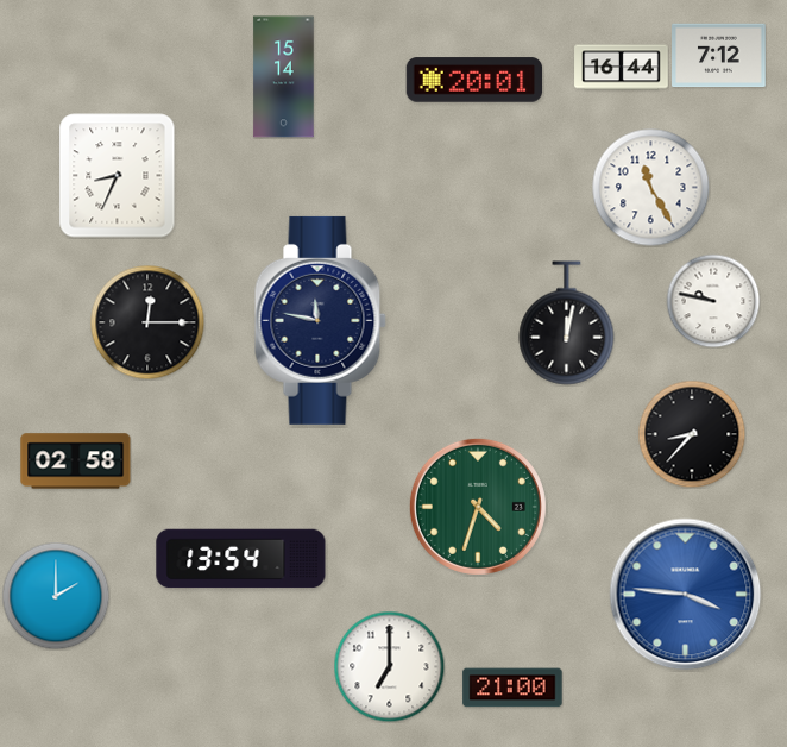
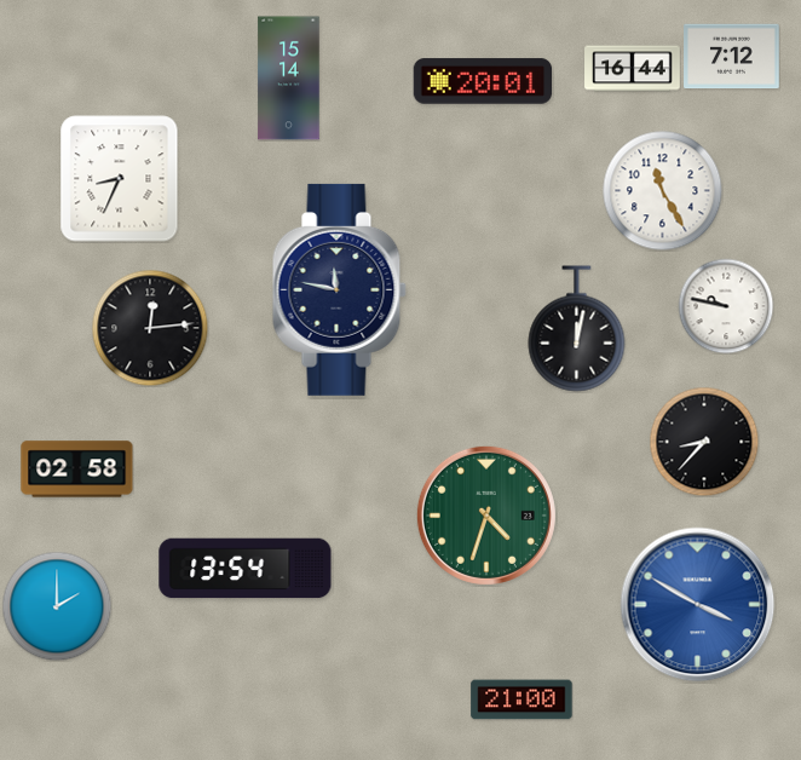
clock at (320, 320) position: (320, 320) -> (339, 289)
clock at (147, 322): 12:15 -> 12:14
clock at (686, 595): 3:46 -> 3:50
clock at (389, 666): 7:00 -> none
